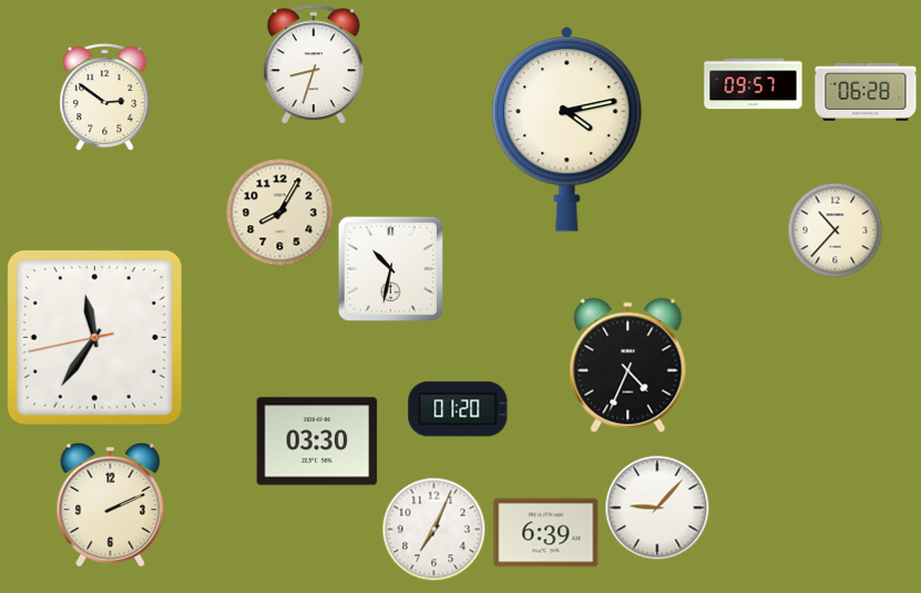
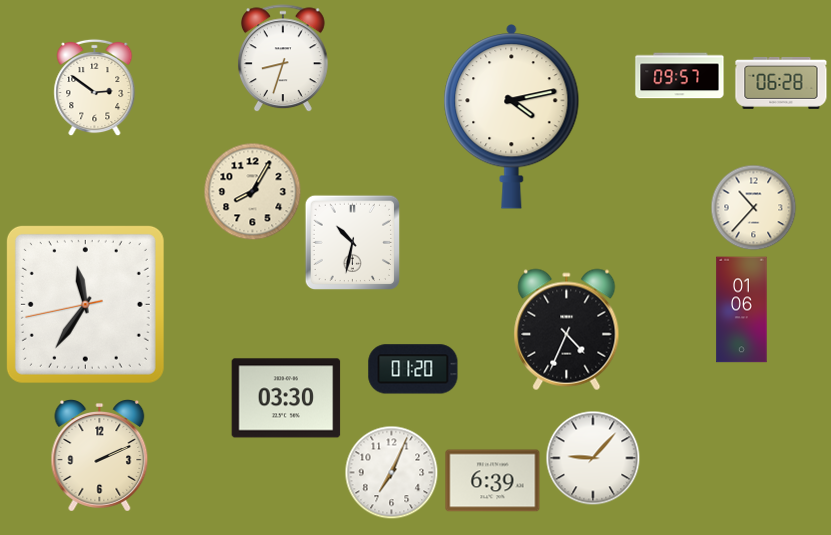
clock at (742, 310): none -> 01:06
clock at (433, 529) position: (433, 529) -> (391, 472)
